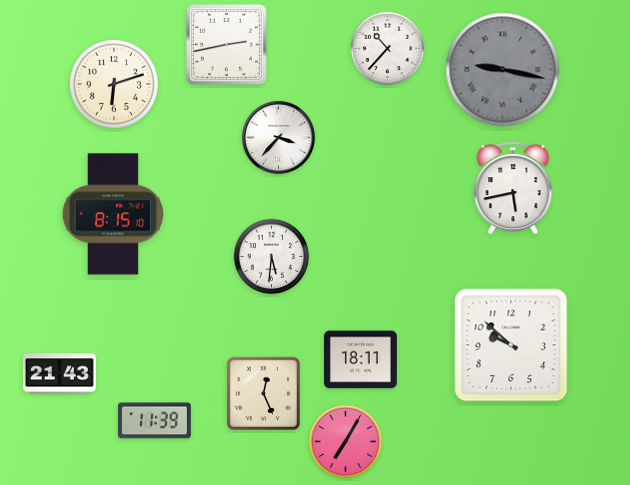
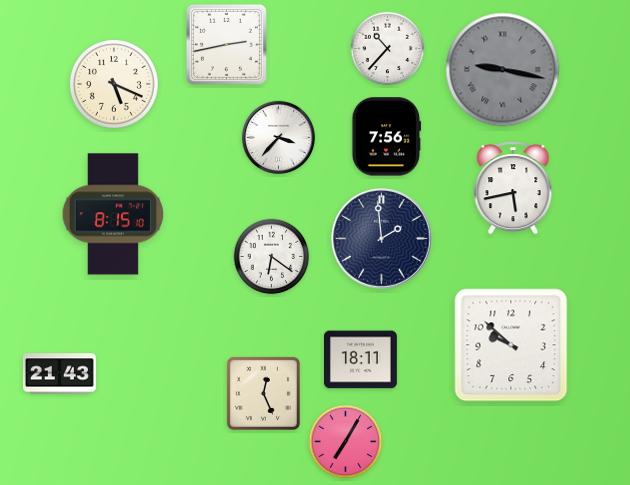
clock at (114, 84): 6:12 -> 5:19
clock at (387, 137): none -> 7:56
clock at (382, 239): none -> 1:59
clock at (272, 257): 5:31 -> 6:21
clock at (154, 421): 11:39 -> none
